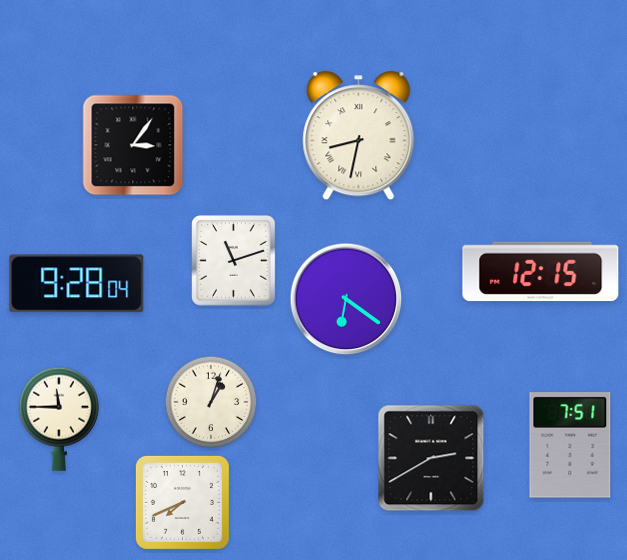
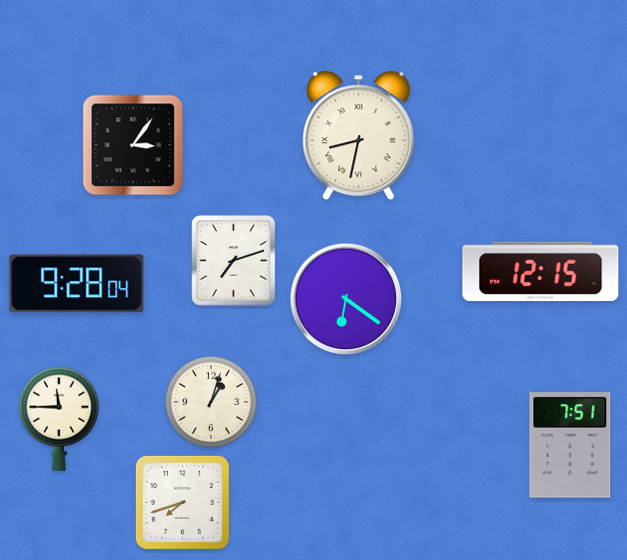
clock at (234, 261): 11:12 -> 7:12
clock at (431, 458): 2:40 -> none
clock at (182, 502): 7:41 -> 7:42
